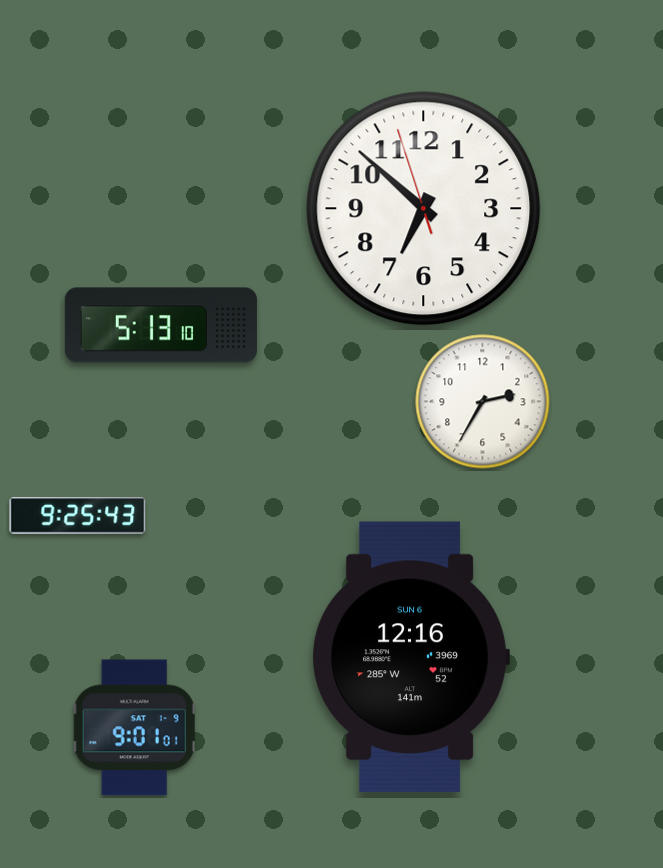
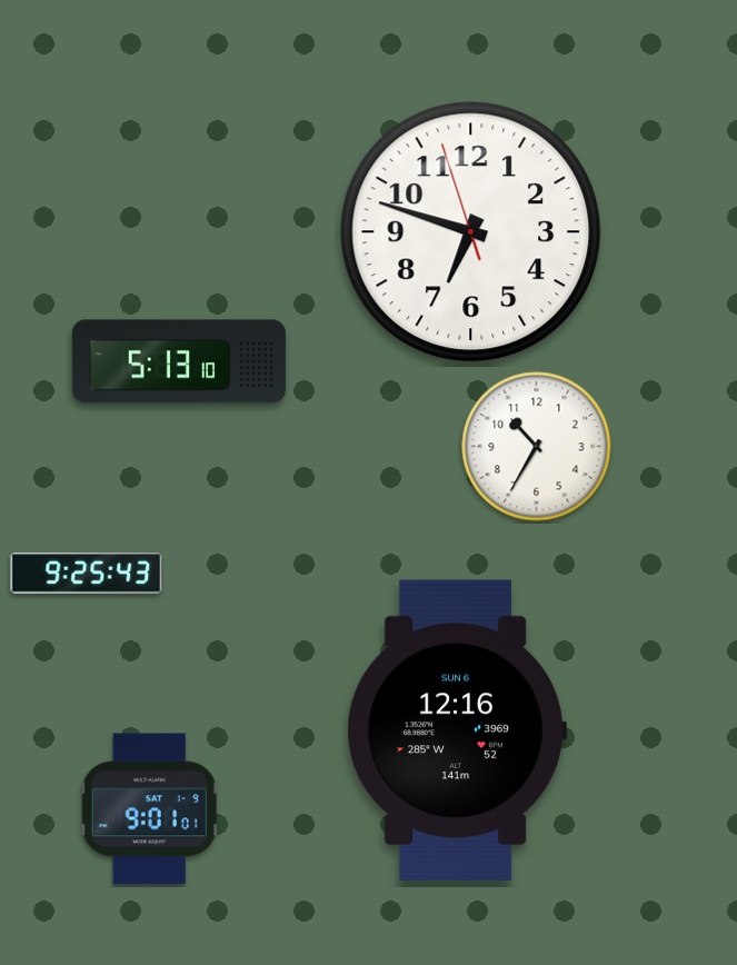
clock at (424, 209): 6:51 -> 6:47
clock at (483, 402): 2:35 -> 10:35
